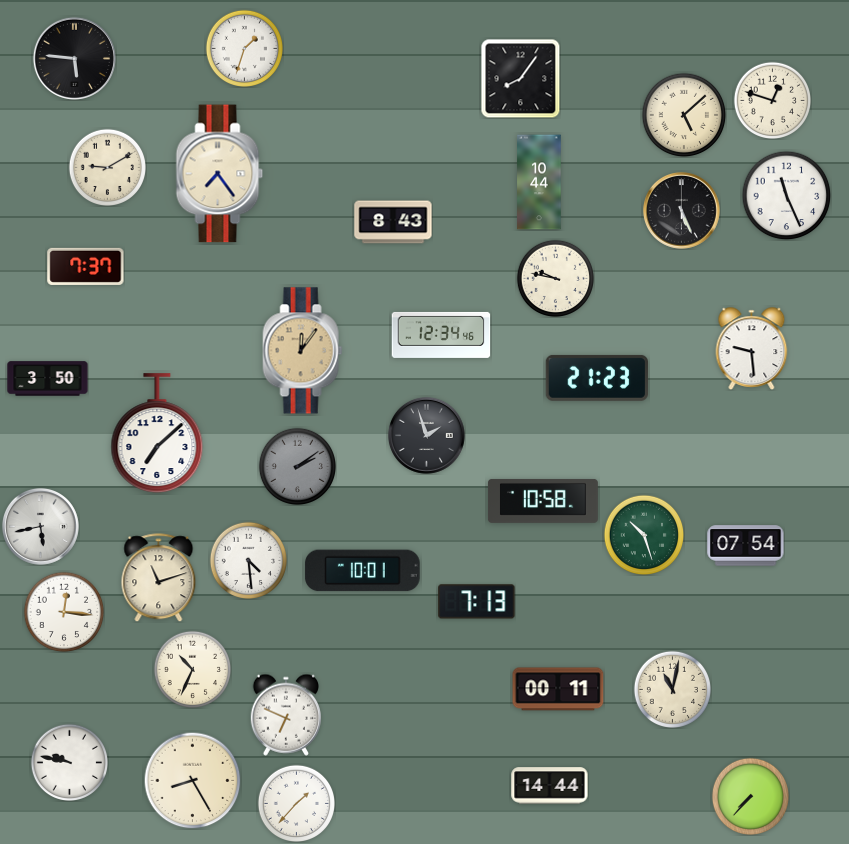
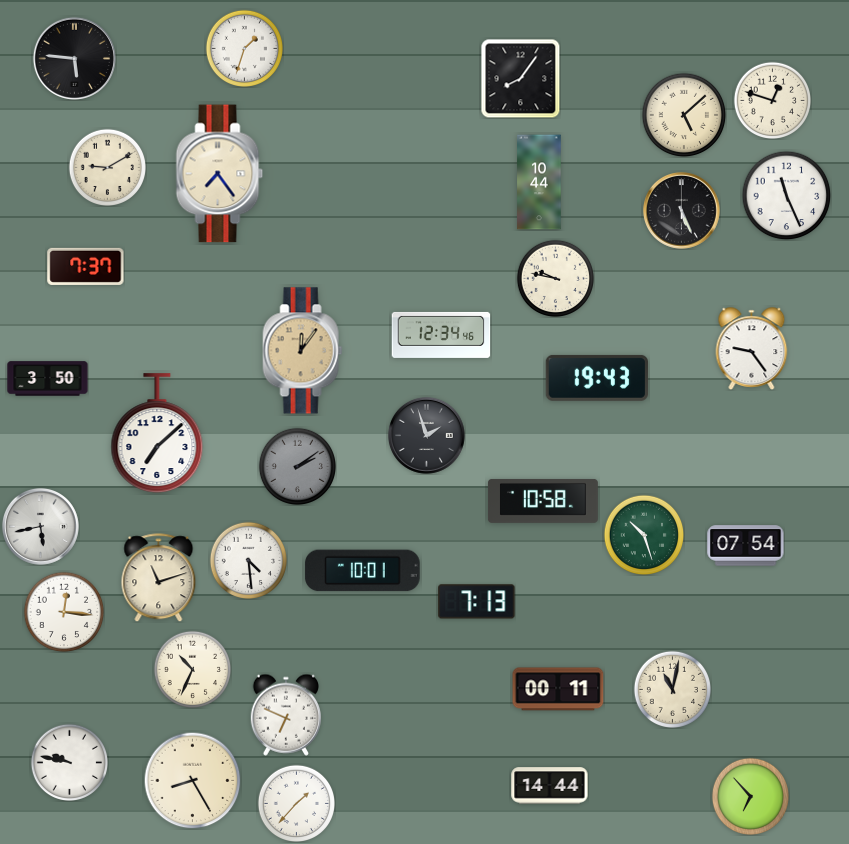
clock at (393, 222): 8:43 -> none
clock at (752, 349): 9:29 -> 9:24
clock at (597, 378): 21:23 -> 19:43
clock at (750, 796): 7:37 -> 6:53
